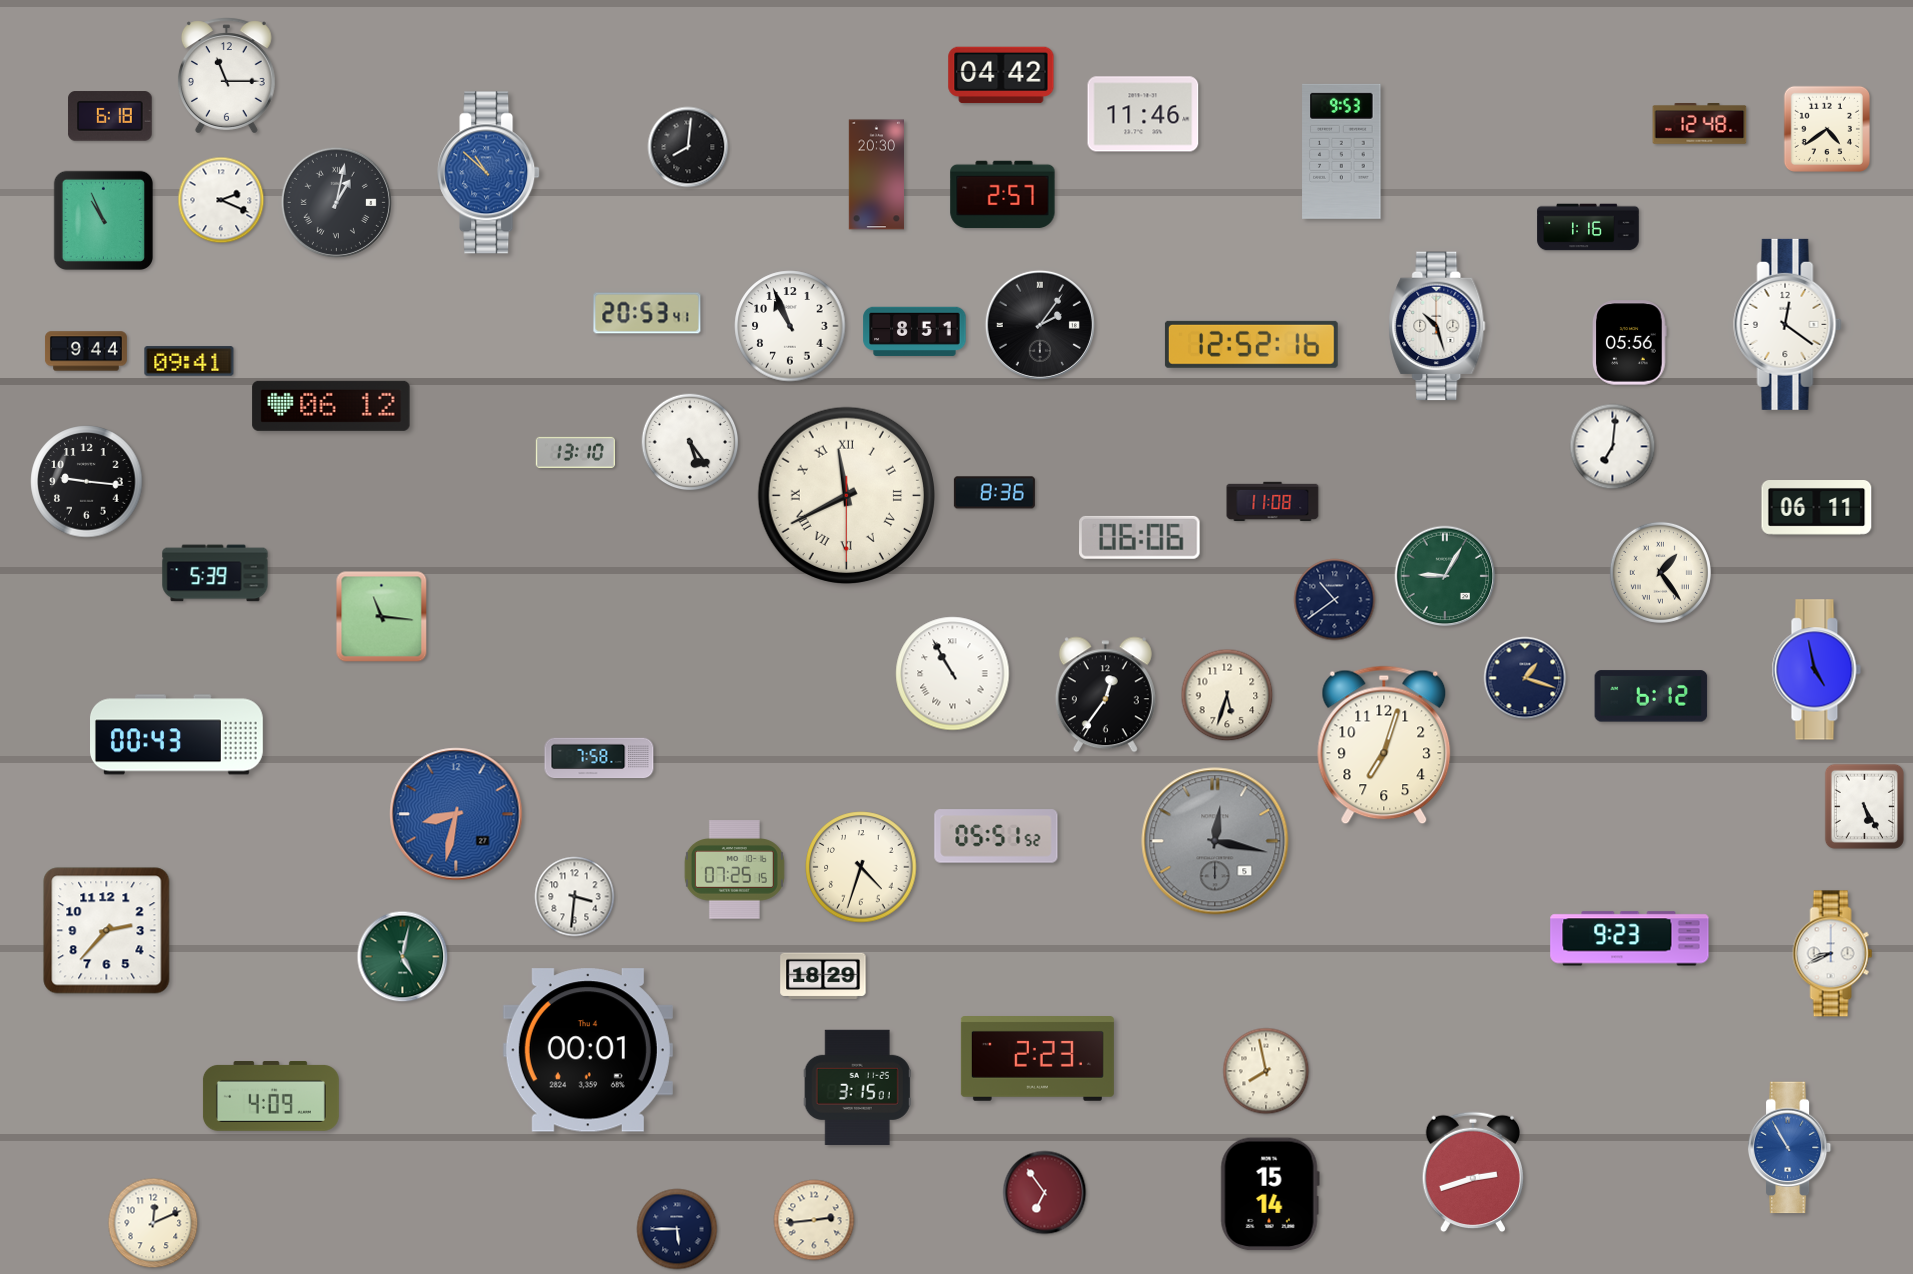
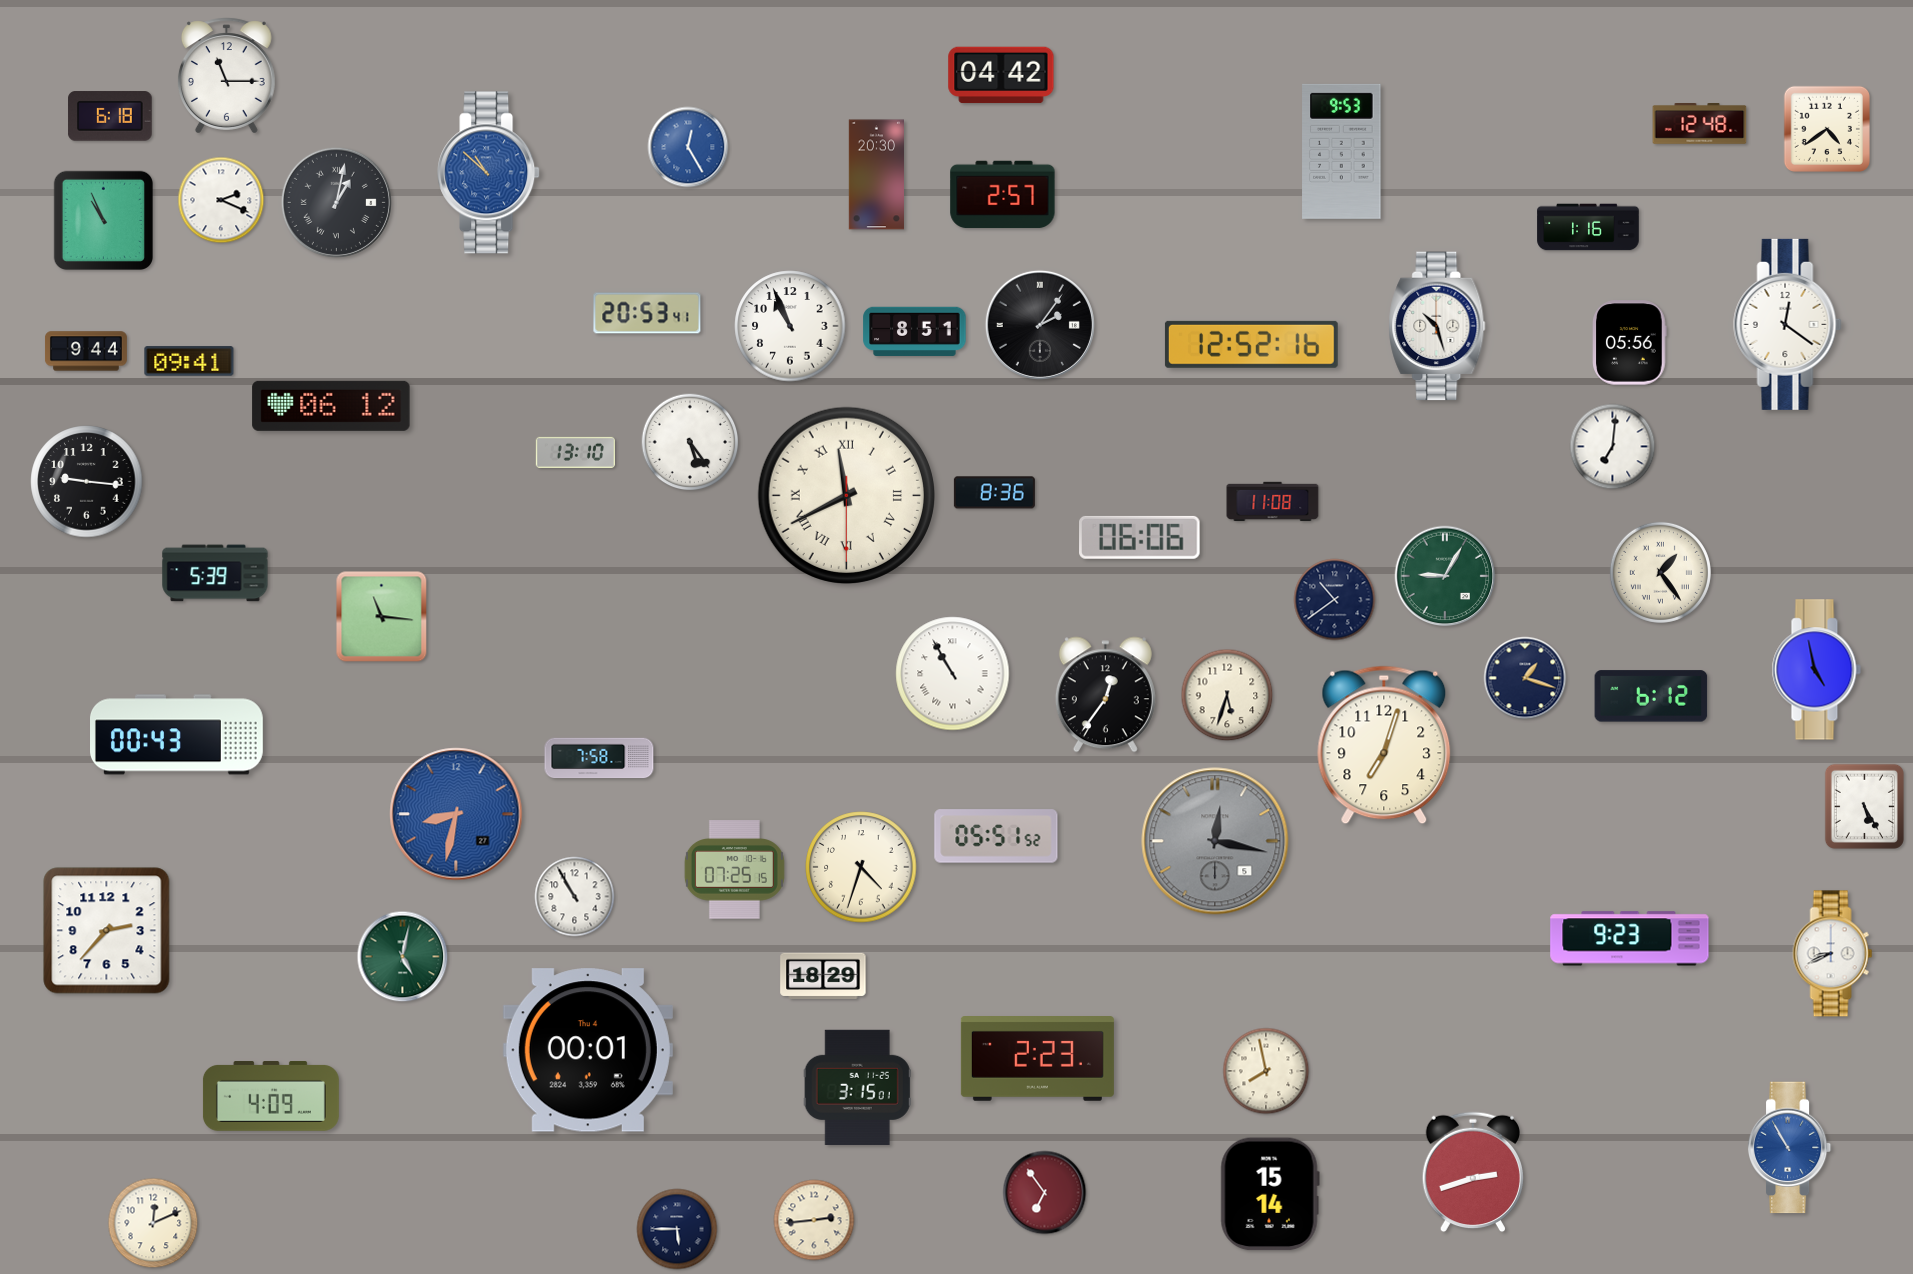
clock at (1143, 114): 11:46 -> none
clock at (688, 147): 8:01 -> 12:25
clock at (688, 147) dial: black -> blue
clock at (1817, 508): 06:11 -> none
clock at (575, 897): 3:31 -> 10:55
